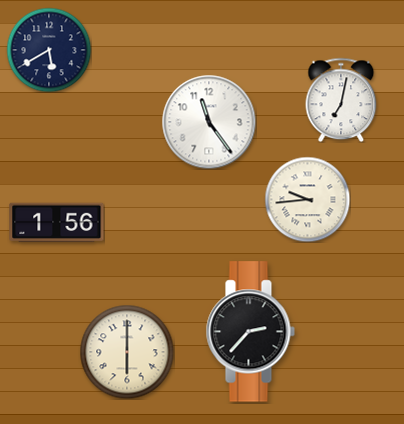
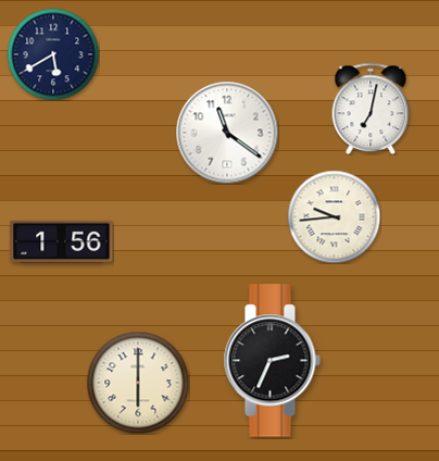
clock at (209, 122): 11:24 -> 11:21
clock at (250, 332): 2:37 -> 2:34
